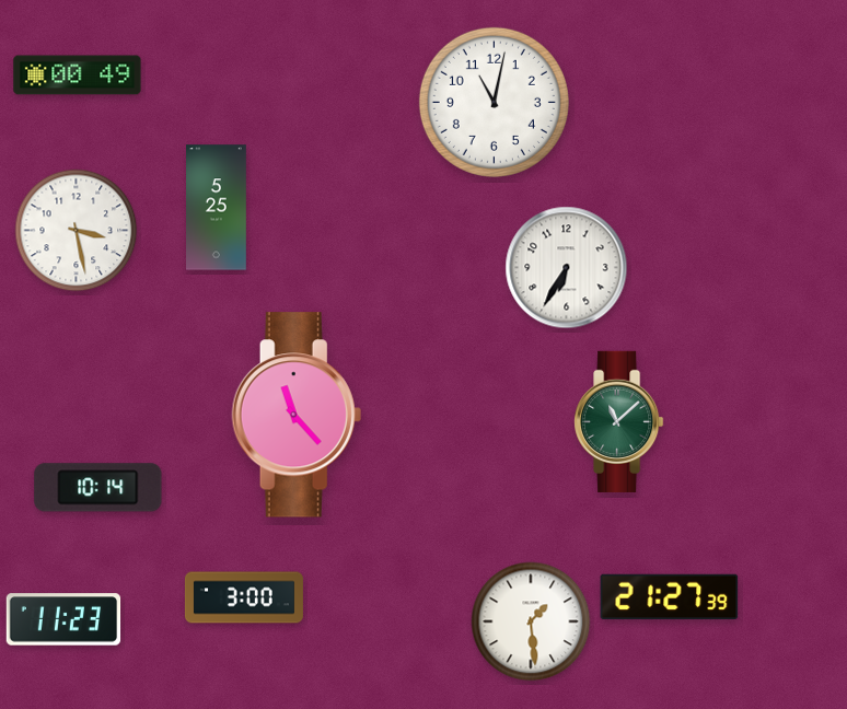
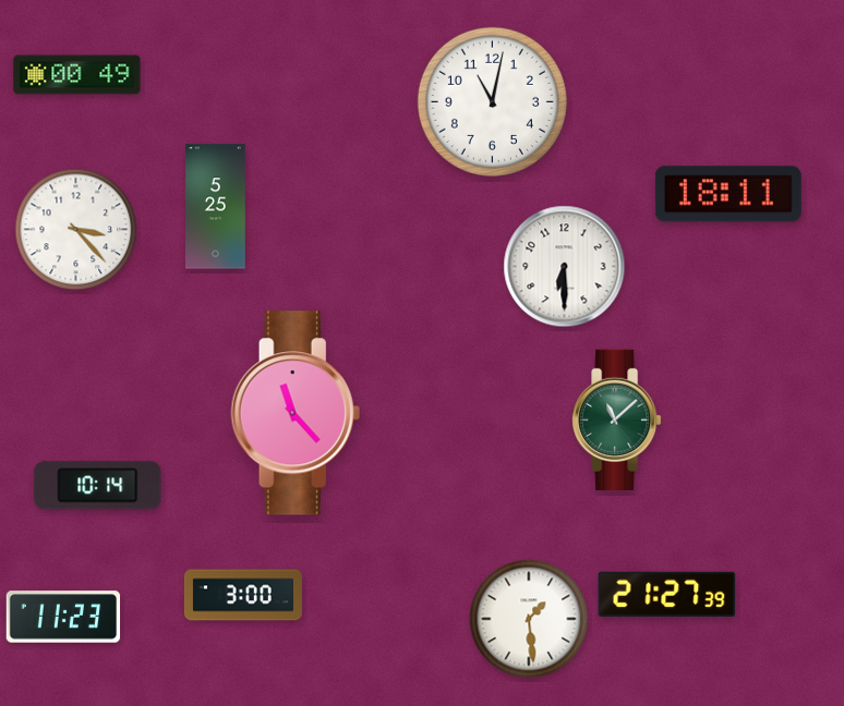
clock at (728, 194): none -> 18:11
clock at (77, 231): 3:28 -> 3:23
clock at (567, 268): 6:35 -> 6:30
